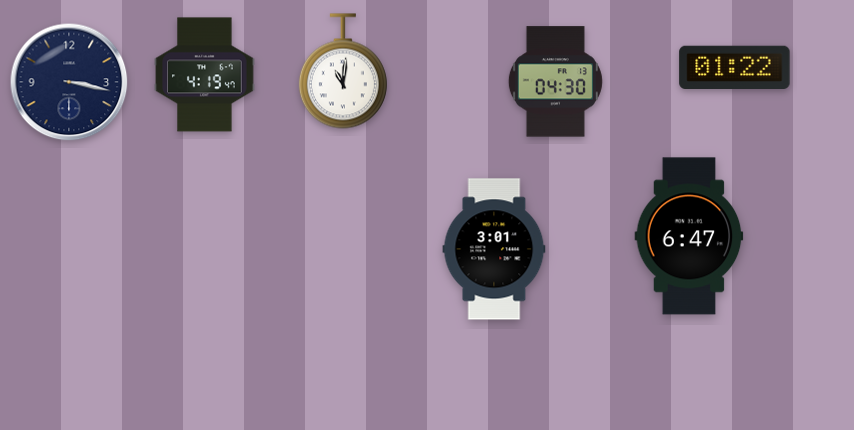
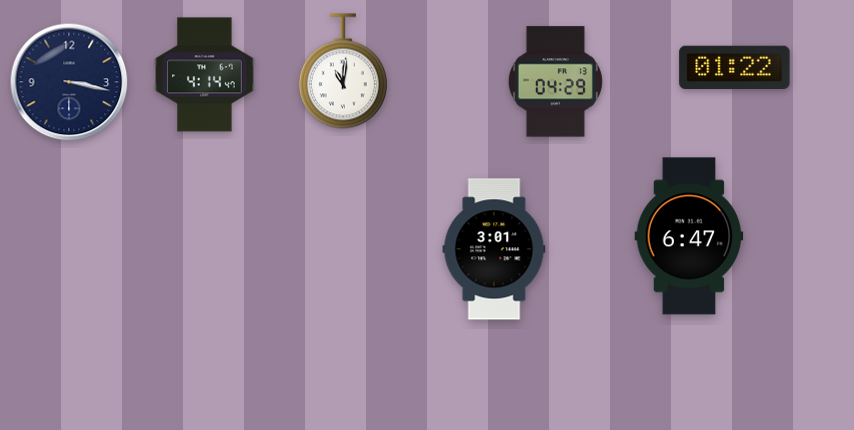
clock at (205, 75): 4:19 -> 4:14
clock at (555, 82): 04:30 -> 04:29
